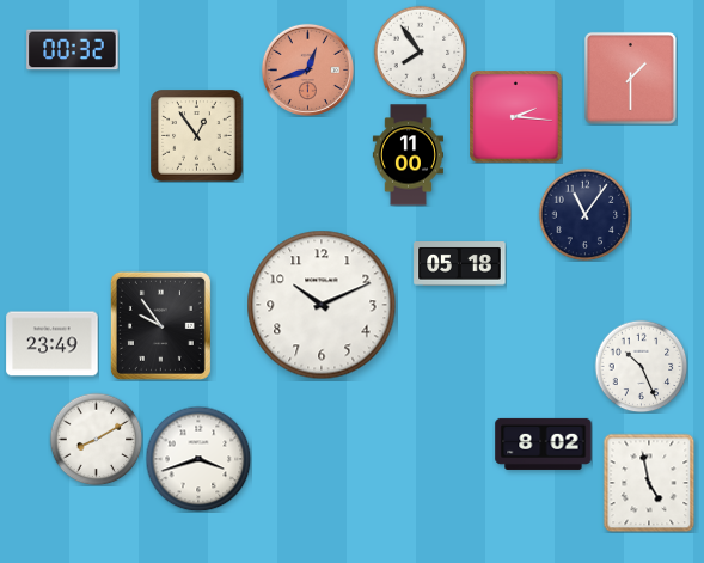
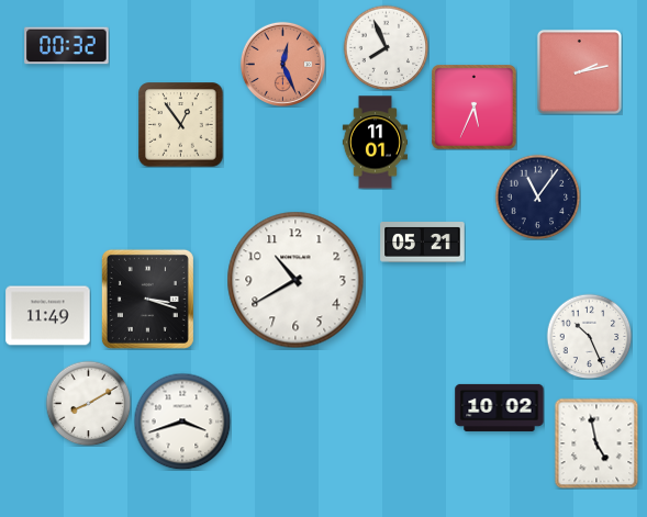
clock at (420, 51): 7:54 -> 7:56
clock at (307, 69): 12:42 -> 12:26
clock at (630, 78): 1:30 -> 2:13
clock at (516, 117): 2:16 -> 5:34
clock at (408, 155): 11:00 -> 11:01
clock at (460, 264): 05:18 -> 05:21
clock at (322, 305): 10:11 -> 10:40
clock at (160, 325): 9:54 -> 3:18
clock at (53, 344): 23:49 -> 11:49
clock at (544, 443): 8:02 -> 10:02
